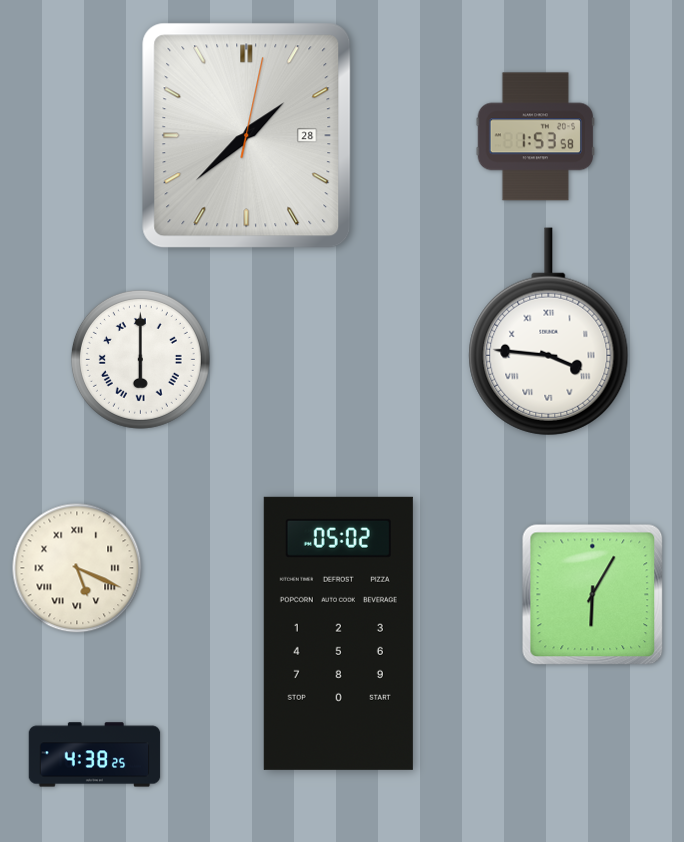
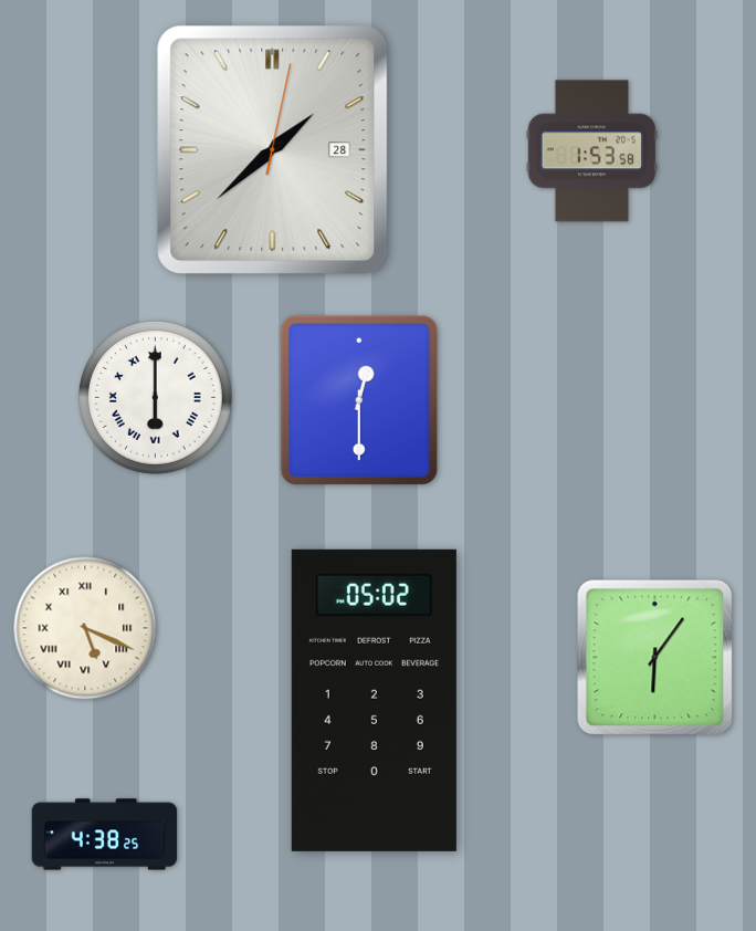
clock at (549, 332): 3:46 -> none
clock at (359, 400): none -> 12:30
clock at (593, 595): 6:05 -> 6:06
